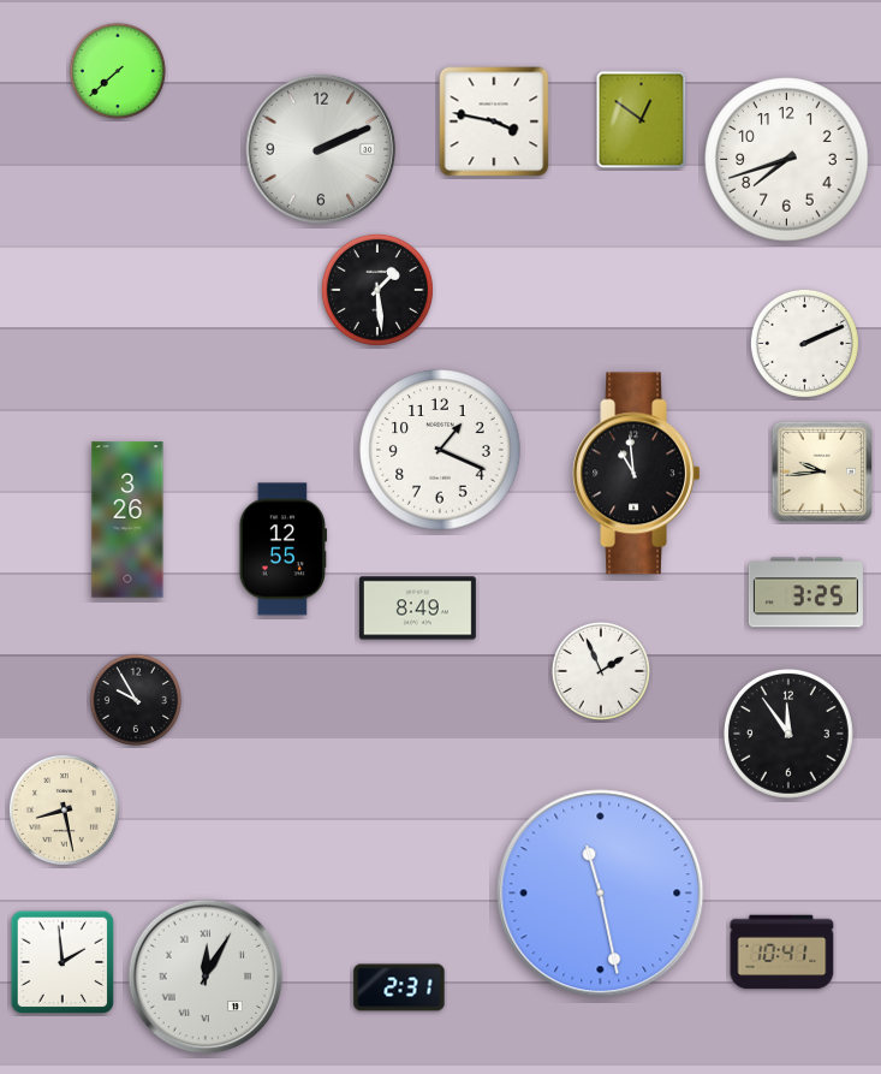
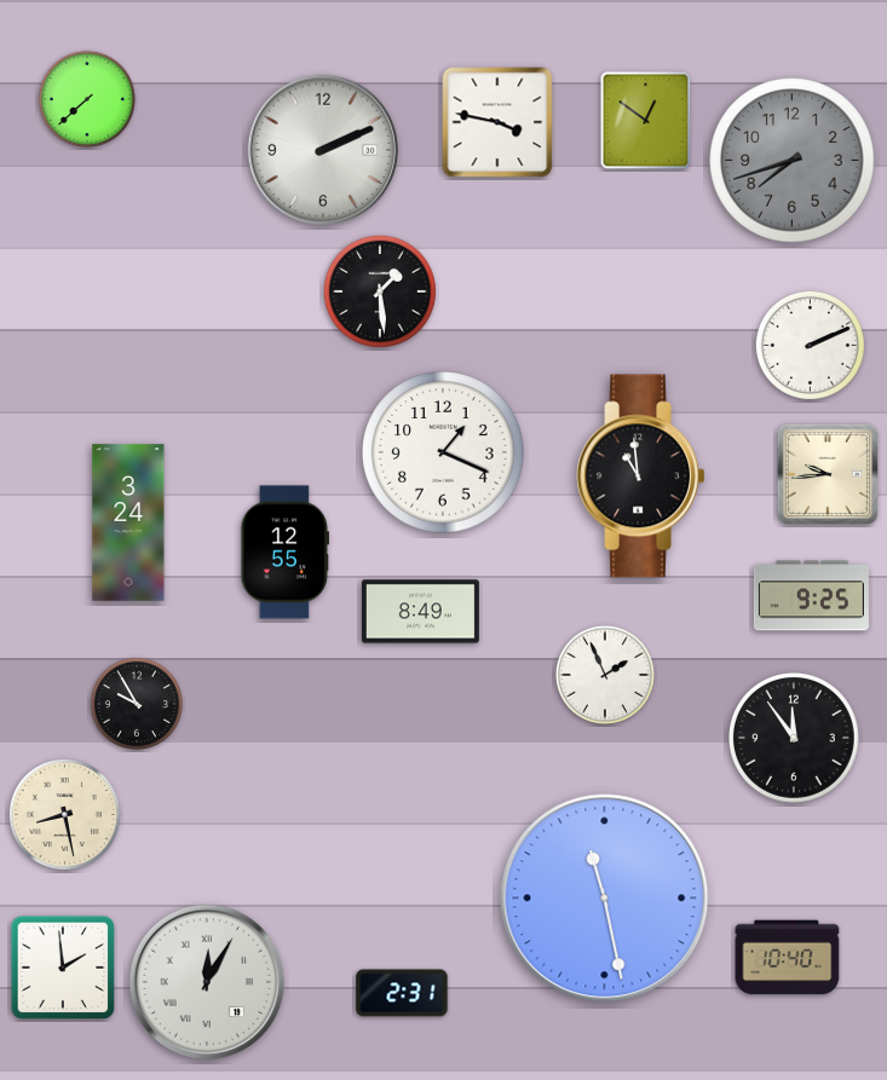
clock at (118, 71) position: (118, 71) -> (87, 99)
clock at (787, 160) dial: white -> grey
clock at (127, 520): 3:26 -> 3:24
clock at (805, 593): 3:25 -> 9:25
clock at (782, 953): 10:41 -> 10:40
